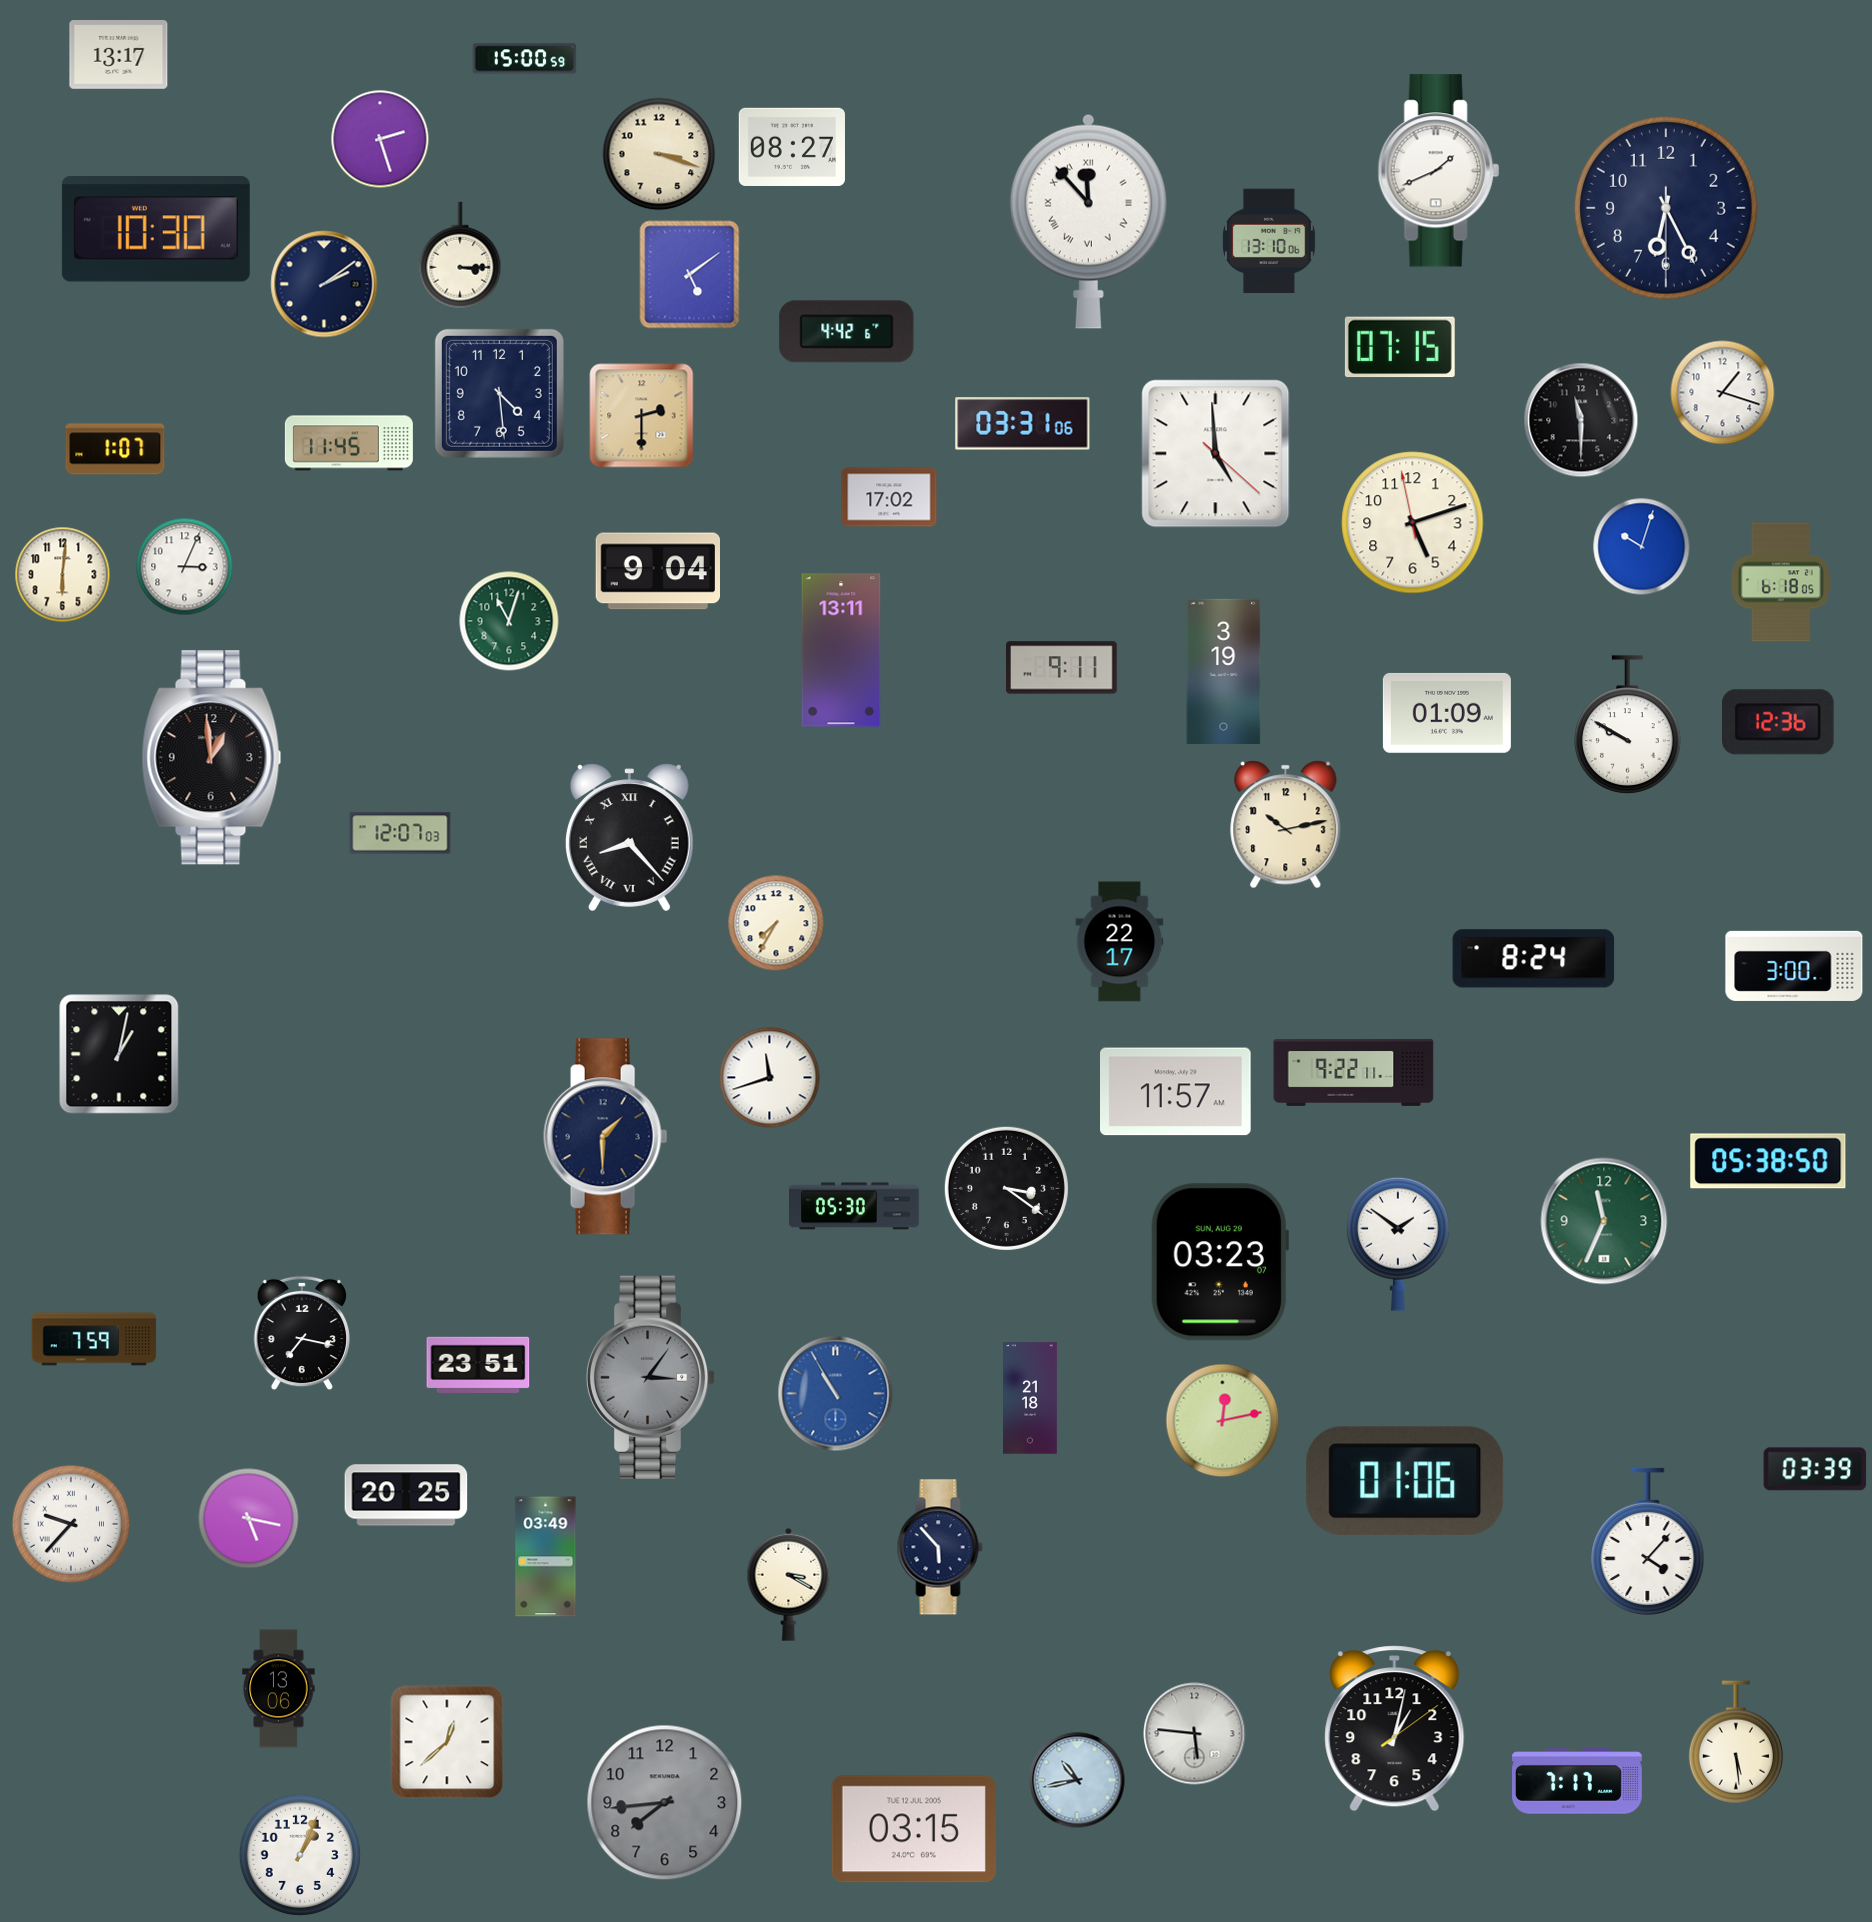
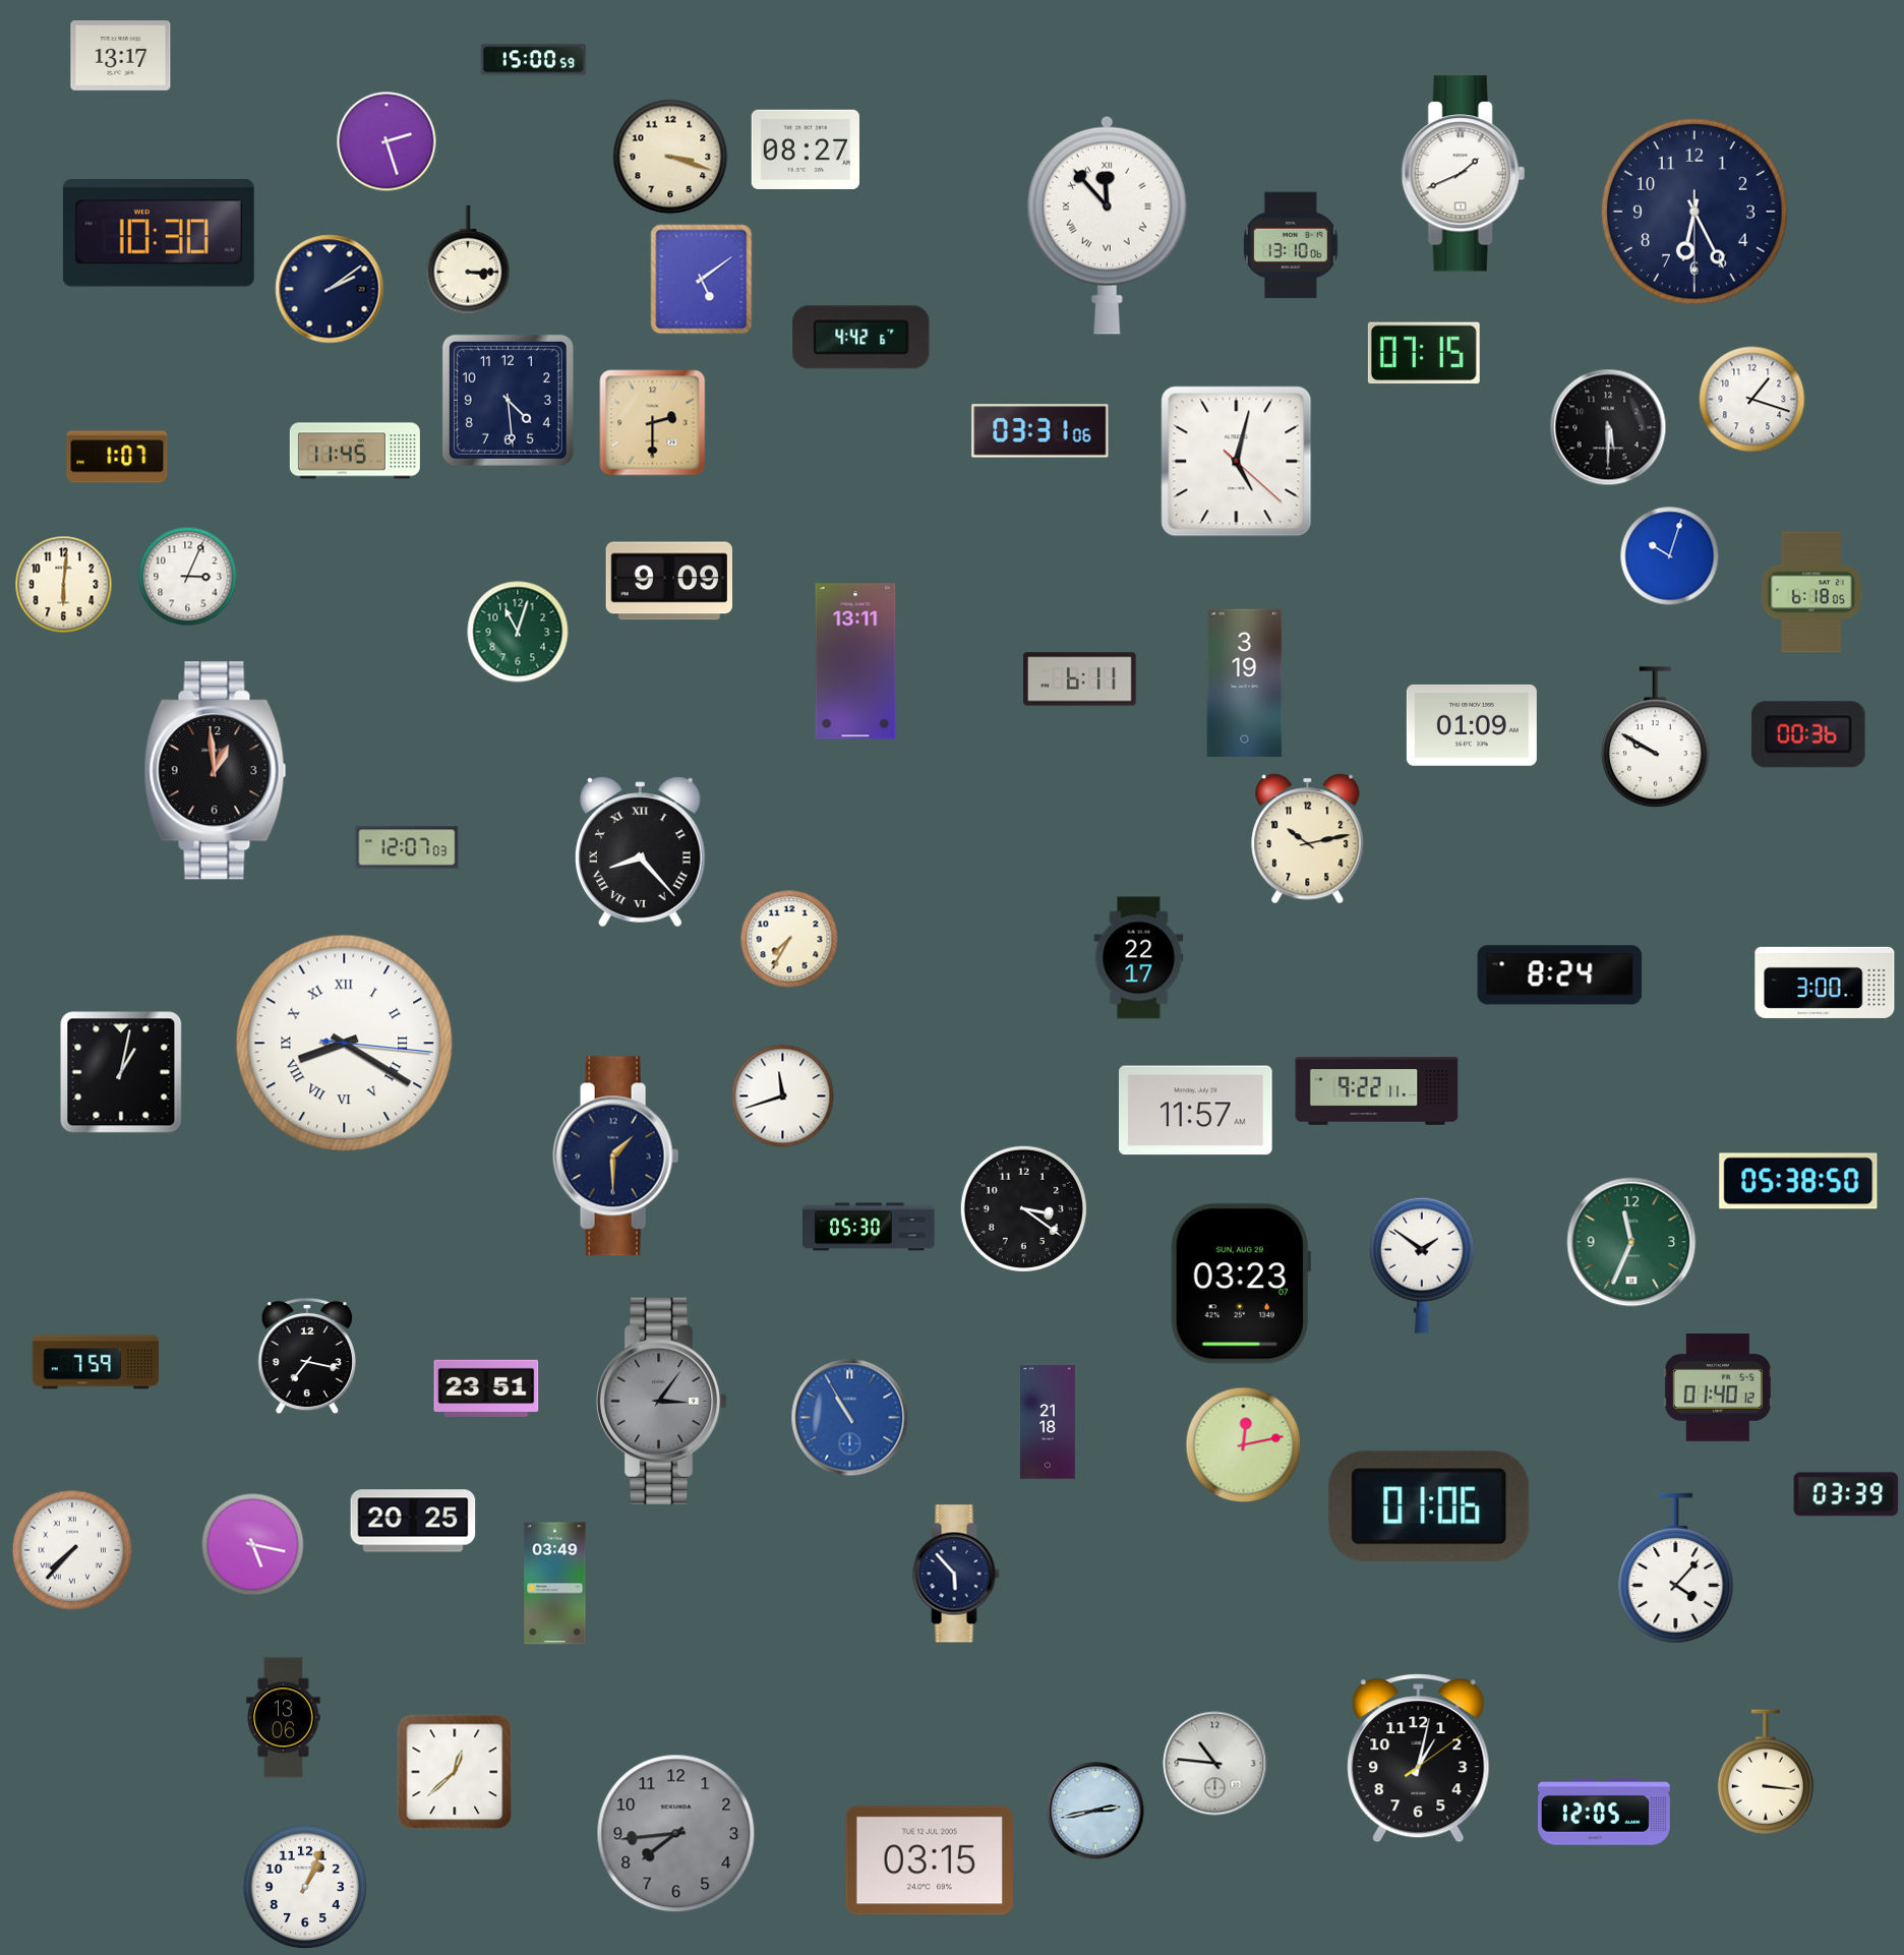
clock at (1581, 420): 11:30 -> 5:30
clock at (1216, 454): 4:59 -> 5:02
clock at (889, 497): 17:02 -> none
clock at (1413, 523): 5:11 -> none
clock at (657, 571): 9:04 -> 9:09
clock at (1062, 668): 9:11 -> 6:11
clock at (1779, 722): 12:36 -> 00:36
clock at (345, 1044): none -> 8:20
clock at (1718, 1387): none -> 01:40
clock at (71, 1524): 9:37 -> 7:37
clock at (789, 1584): 3:20 -> none
clock at (1195, 1734): 5:46 -> 10:46
clock at (1736, 1742): 5:29 -> 3:16
clock at (1077, 1780): 10:43 -> 2:43
clock at (1578, 1781): 7:17 -> 12:05
